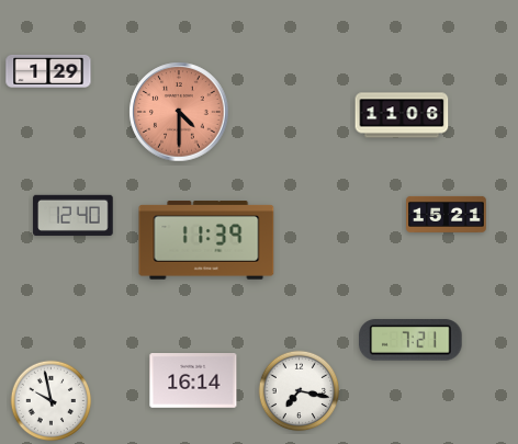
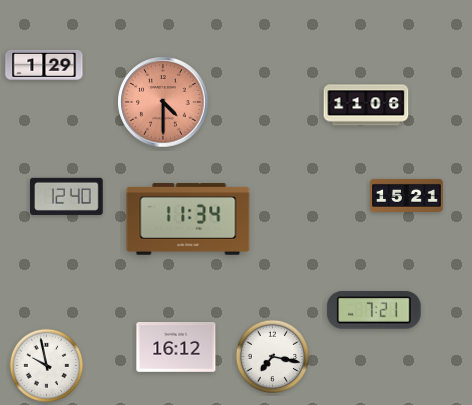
clock at (206, 240): 11:39 -> 11:34
clock at (193, 380): 16:14 -> 16:12
